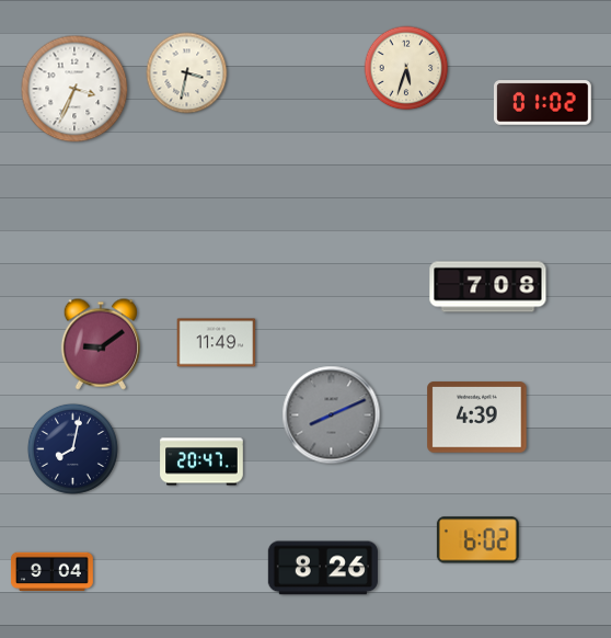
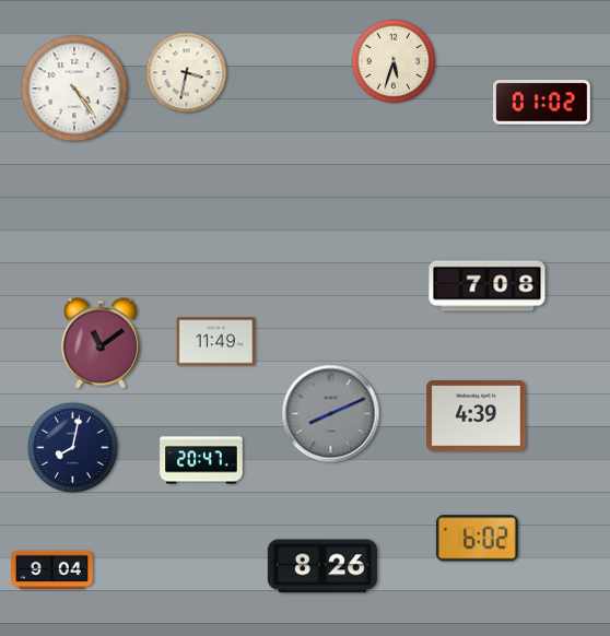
clock at (406, 68) position: (406, 68) -> (394, 61)
clock at (74, 89): 3:34 -> 4:24
clock at (100, 344): 9:09 -> 11:09
